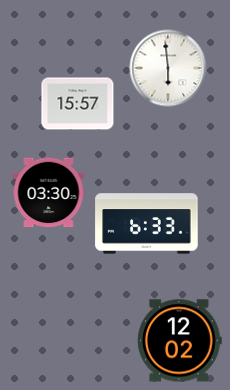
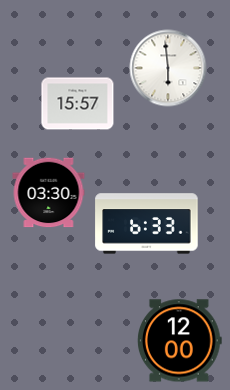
clock at (180, 341): 12:02 -> 12:00
